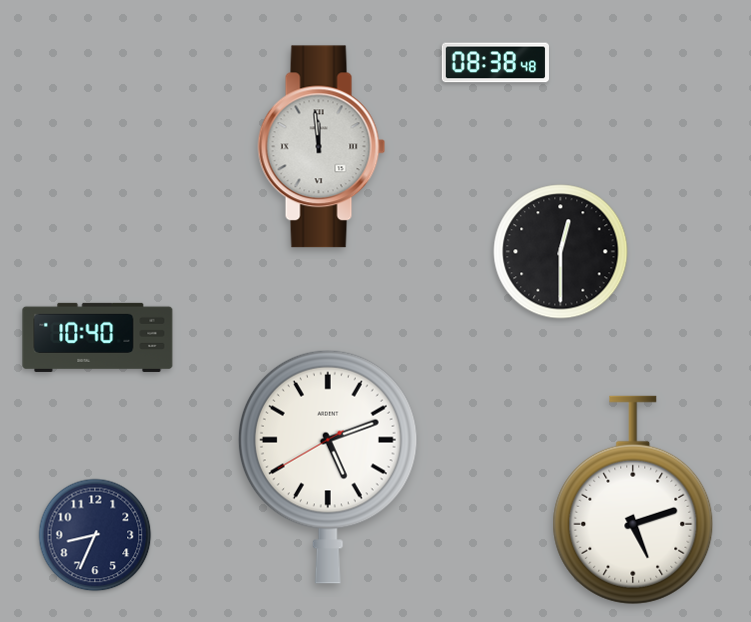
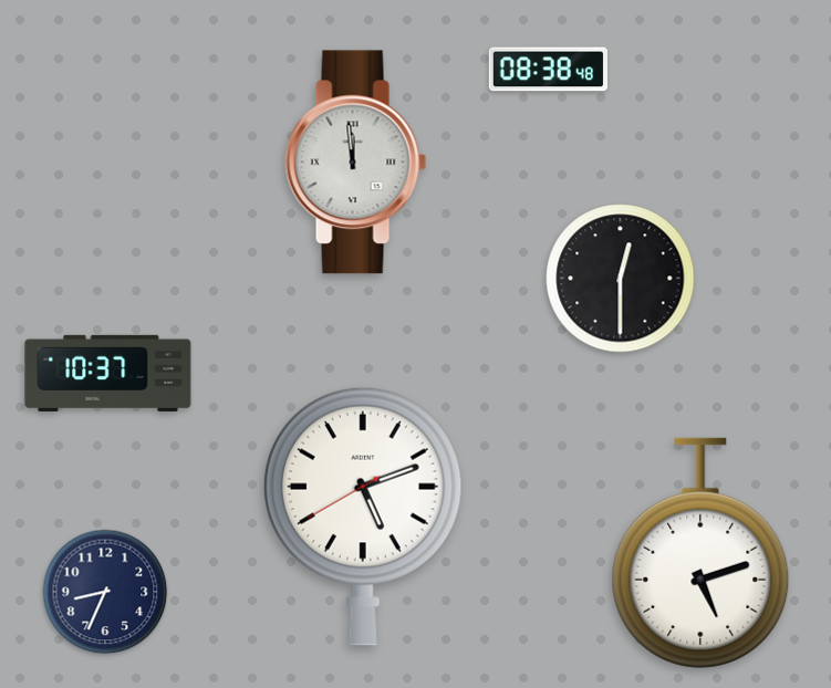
clock at (98, 337): 10:40 -> 10:37
